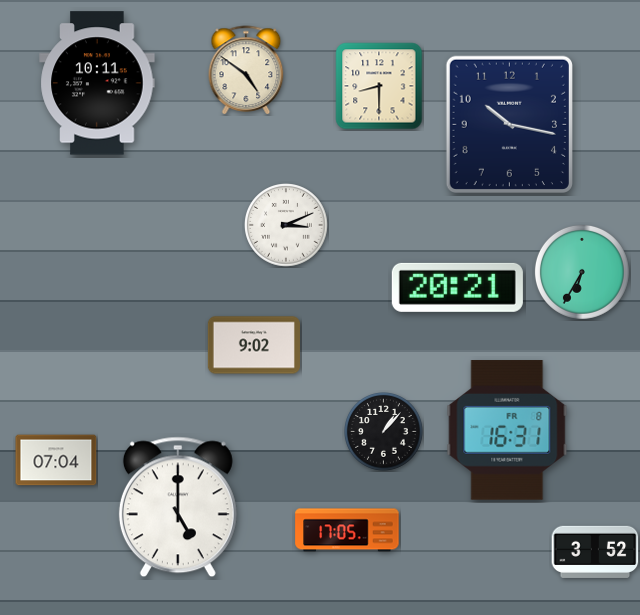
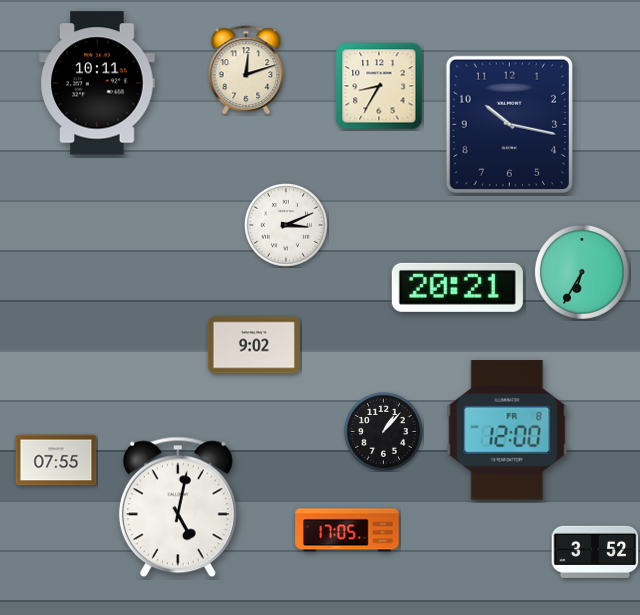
clock at (246, 70): 4:51 -> 12:12
clock at (379, 86): 8:30 -> 8:35
clock at (507, 430): 16:31 -> 12:00
clock at (56, 460): 07:04 -> 07:55
clock at (178, 507): 5:00 -> 5:02
